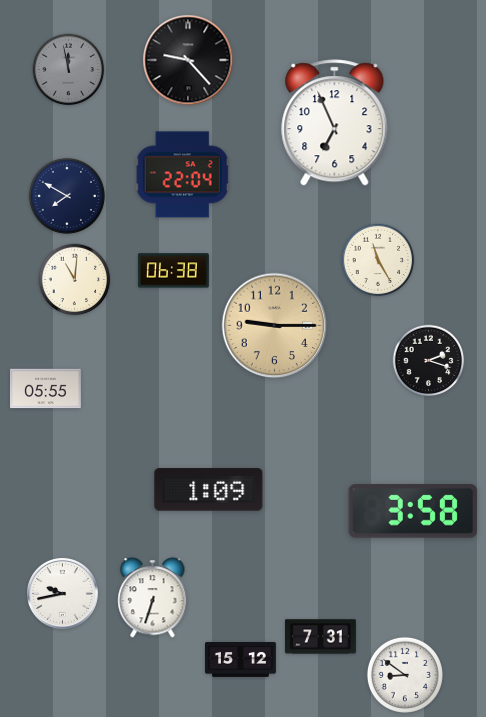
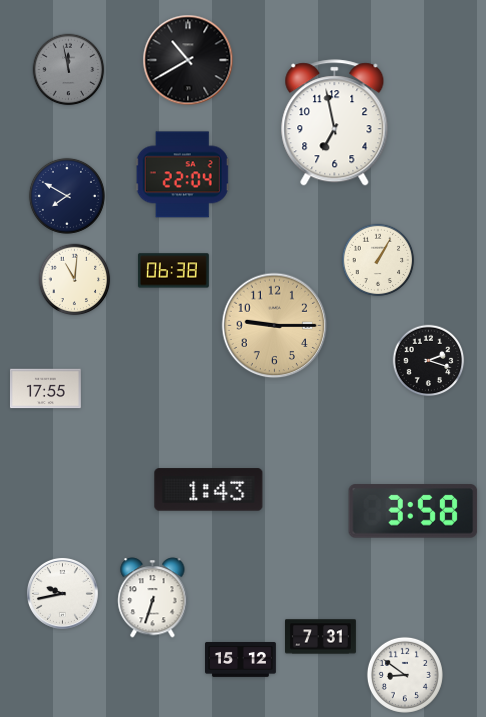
clock at (188, 60): 9:23 -> 10:40
clock at (335, 123): 6:56 -> 6:58
clock at (378, 260): 11:25 -> 1:05
clock at (45, 389): 05:55 -> 17:55
clock at (209, 490): 1:09 -> 1:43
